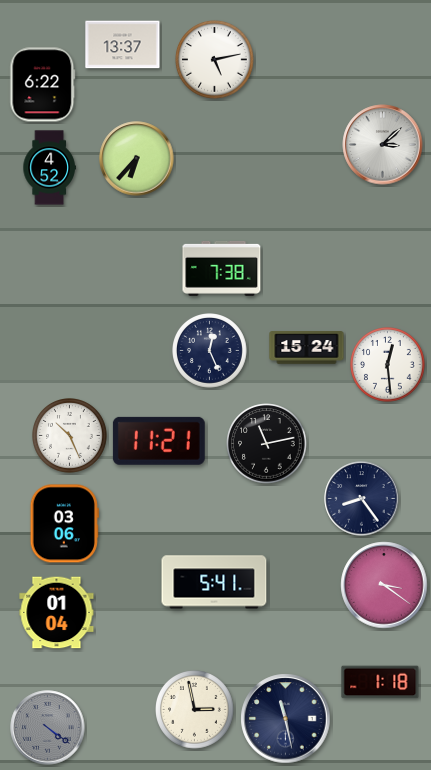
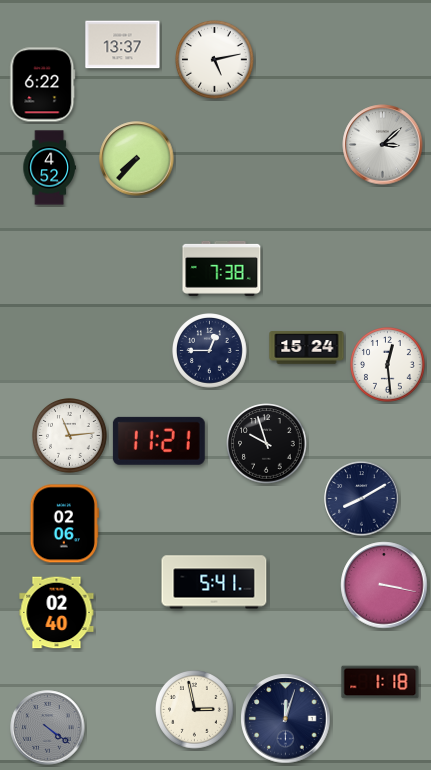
clock at (137, 159): 6:37 -> 7:37
clock at (210, 351): 12:26 -> 12:45
clock at (70, 436): 10:26 -> 11:14
clock at (267, 444): 11:13 -> 9:57
clock at (362, 499): 8:24 -> 8:10
clock at (64, 524): 03:06 -> 02:06
clock at (384, 585): 3:21 -> 3:17
clock at (57, 613): 01:04 -> 02:40
clock at (286, 719): 11:28 -> 12:03
